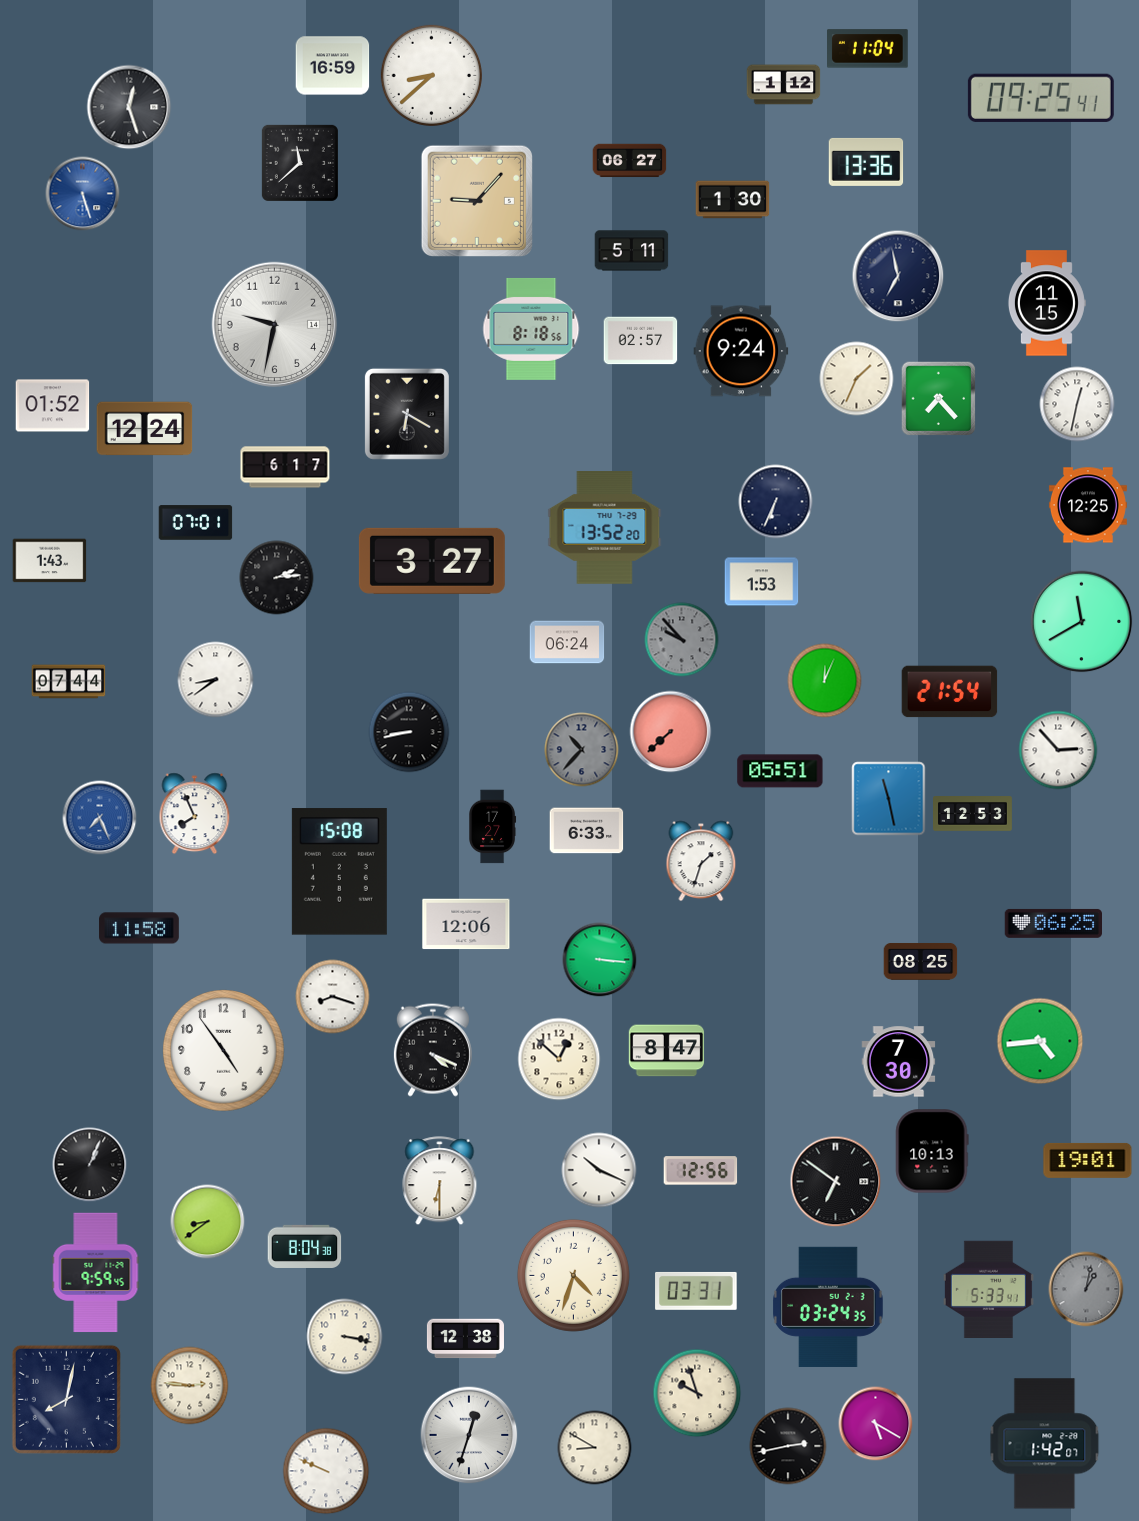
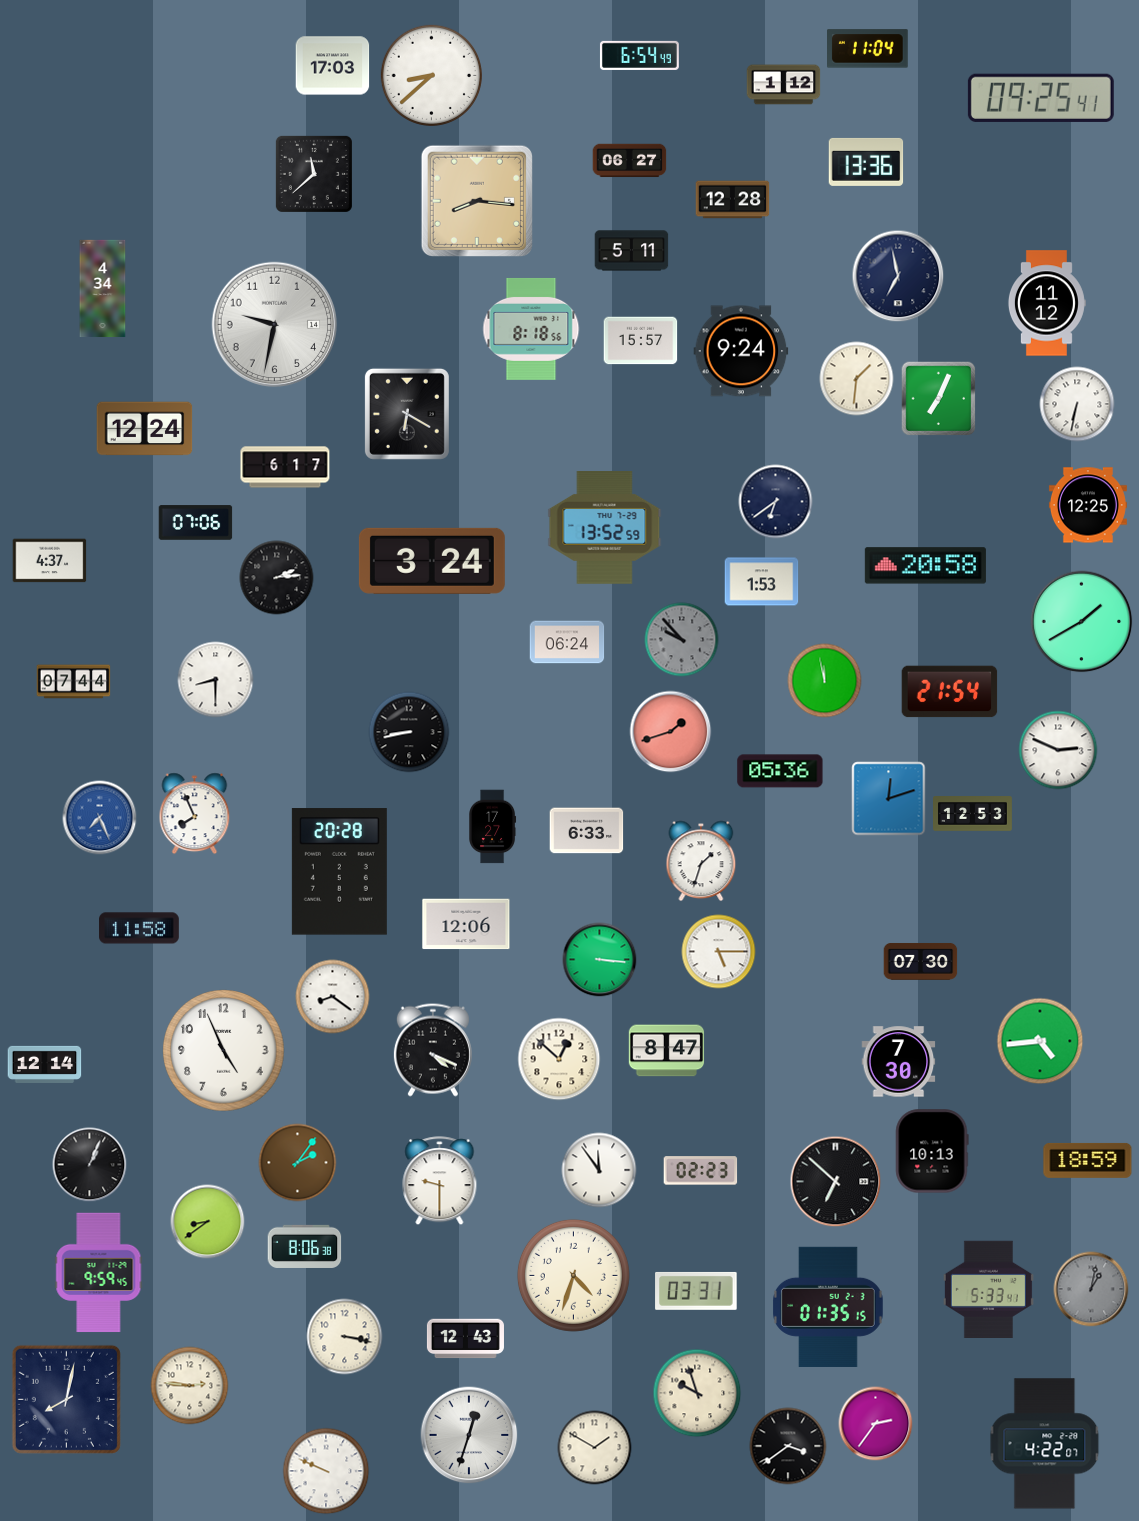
clock at (639, 55): none -> 6:54
clock at (333, 66): 16:59 -> 17:03
clock at (129, 107): 12:27 -> none
clock at (300, 163) position: (300, 163) -> (314, 174)
clock at (83, 194): 5:27 -> none
clock at (733, 200): 1:30 -> 12:28
clock at (477, 201): 9:07 -> 8:16
clock at (103, 289): none -> 4:34
clock at (1046, 303): 11:15 -> 11:12
clock at (641, 341): 02:57 -> 15:57
clock at (857, 379): 1:34 -> 1:31
clock at (939, 399): 7:23 -> 7:04
clock at (1077, 404): 12:32 -> 6:32
clock at (53, 406): 01:52 -> none
clock at (776, 502): 6:34 -> 6:39
clock at (196, 523): 07:01 -> 07:06
clock at (605, 528): 13:52:20 -> 13:52:59
clock at (50, 561): 1:43 -> 4:37
clock at (432, 561): 3:27 -> 3:24
clock at (925, 566): none -> 20:58
clock at (1082, 622): 11:40 -> 1:40
clock at (216, 680): 8:39 -> 8:30
clock at (825, 681): 12:04 -> 11:58
clock at (69, 682) position: (69, 682) -> (74, 682)
clock at (671, 732): 7:38 -> 1:42
clock at (582, 750): 10:37 -> none
clock at (1058, 750): 2:53 -> 2:49
clock at (780, 771): 05:51 -> 05:36
clock at (889, 799): 11:28 -> 12:12
clock at (339, 872): 15:08 -> 20:28
clock at (1053, 923): 06:25 -> none
clock at (719, 952): none -> 5:15
clock at (921, 961): 08:25 -> 07:30
clock at (333, 997): 8:18 -> 8:21
clock at (224, 1051): 4:54 -> 4:56
clock at (45, 1064): none -> 12:14
clock at (1088, 1160): 19:01 -> 18:59
clock at (298, 1163): none -> 2:06
clock at (599, 1170): 10:19 -> 11:54
clock at (701, 1171): 12:56 -> 02:23
clock at (440, 1181): 6:30 -> 9:30
clock at (836, 1182): 6:51 -> 6:52
clock at (305, 1246): 8:04 -> 8:06
clock at (96, 1273) position: (96, 1273) -> (99, 1273)
clock at (1086, 1289) position: (1086, 1289) -> (1091, 1289)
clock at (829, 1307): 03:24 -> 01:35
clock at (465, 1339): 12:38 -> 12:43
clock at (876, 1424): 5:20 -> 2:36
clock at (1045, 1444): 1:42 -> 4:22
clock at (788, 1446): 2:43 -> 3:39
clock at (595, 1448): 8:50 -> 1:50
